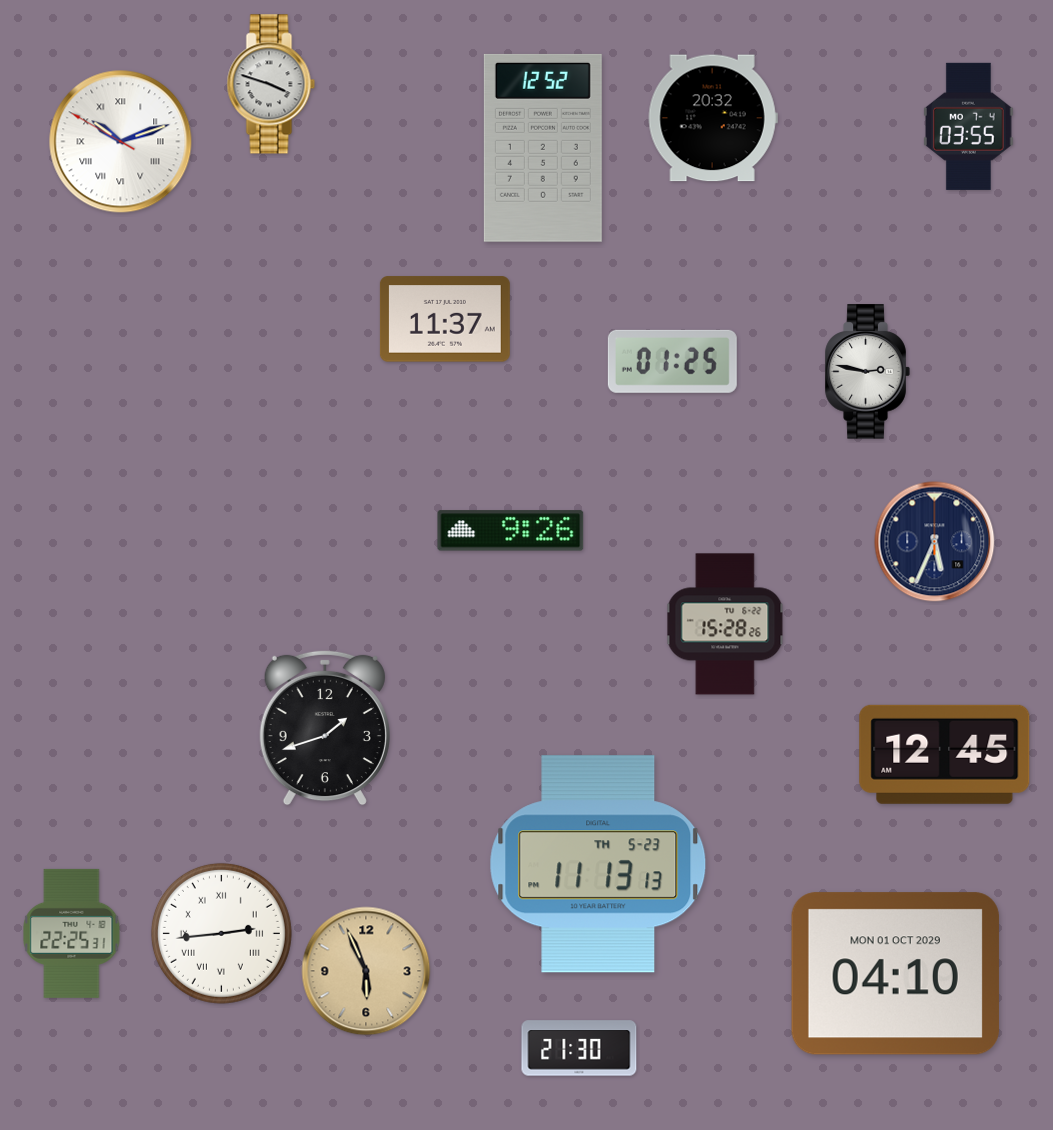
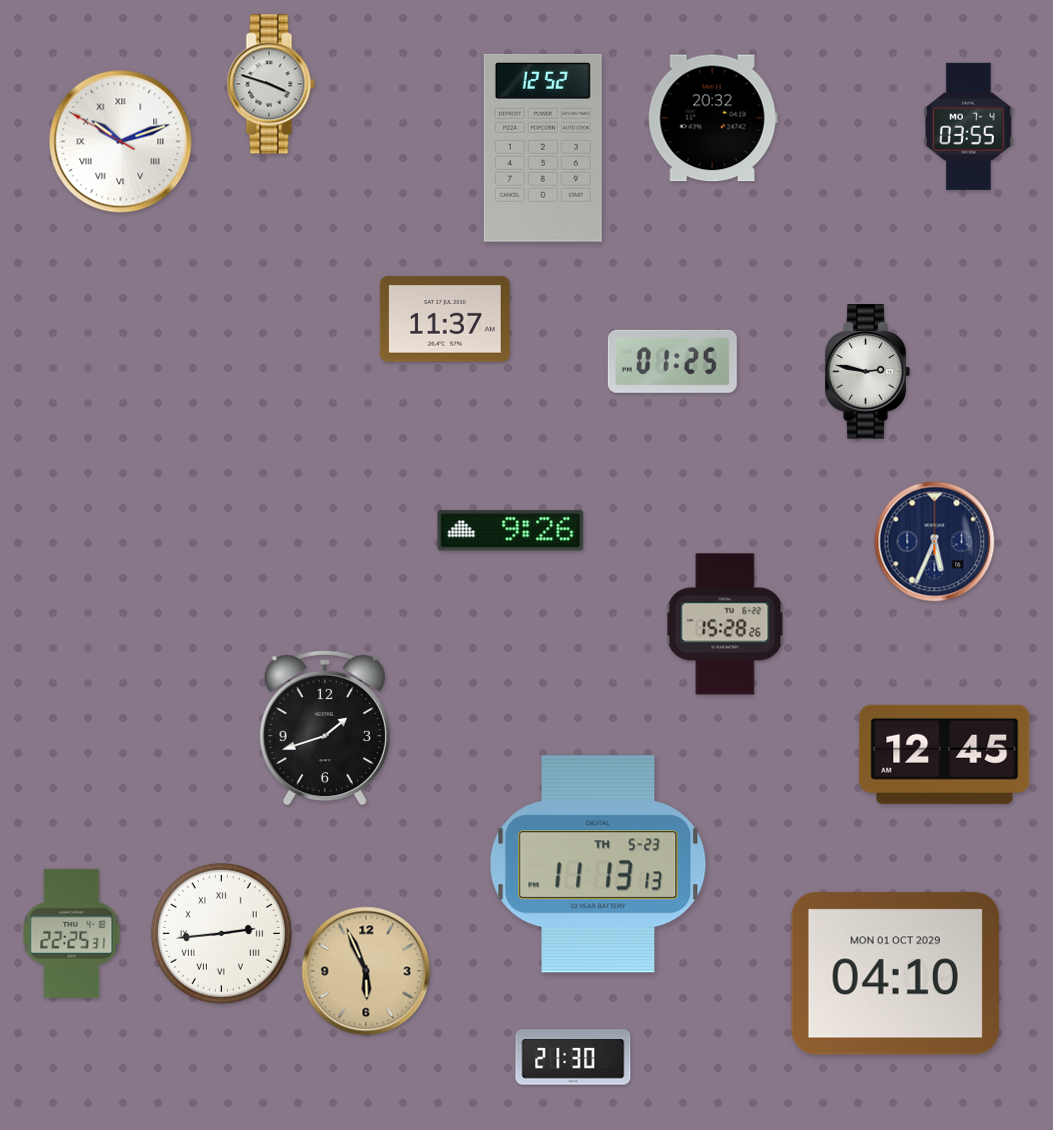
clock at (579, 1048) position: (579, 1048) -> (573, 1057)
